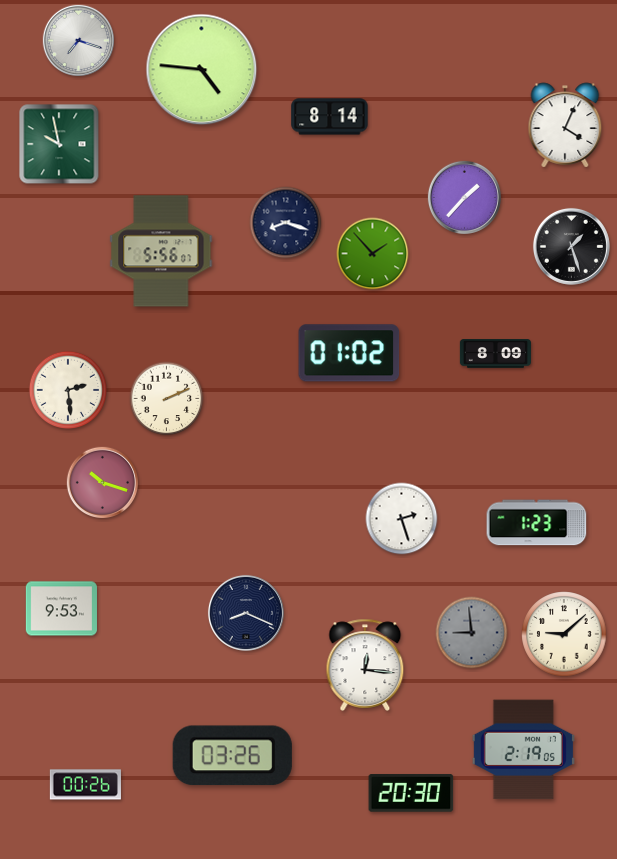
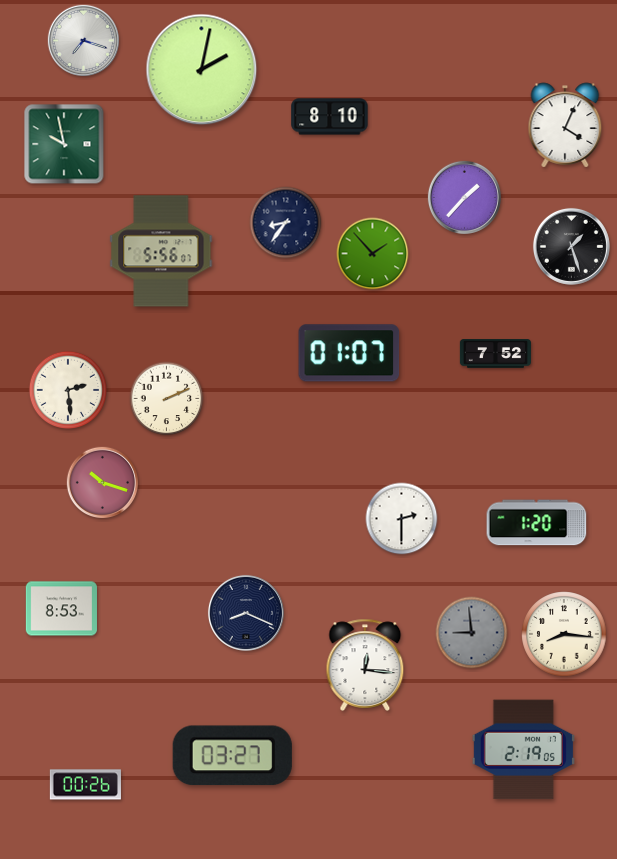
clock at (78, 40) position: (78, 40) -> (83, 40)
clock at (202, 70): 4:46 -> 2:02
clock at (330, 117): 8:14 -> 8:10
clock at (59, 144) position: (59, 144) -> (64, 144)
clock at (286, 223): 8:18 -> 8:36
clock at (349, 353): 01:02 -> 01:07
clock at (495, 354): 8:09 -> 7:52
clock at (402, 519): 2:27 -> 2:30
clock at (537, 523): 1:23 -> 1:20
clock at (61, 609): 9:53 -> 8:53
clock at (564, 634): 9:08 -> 8:16
clock at (232, 756): 03:26 -> 03:27
clock at (411, 794): 20:30 -> none
